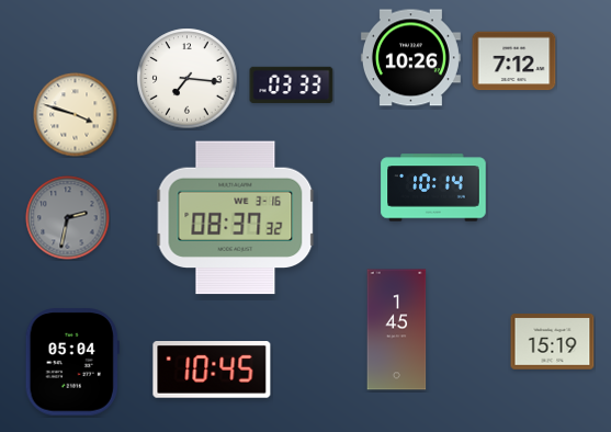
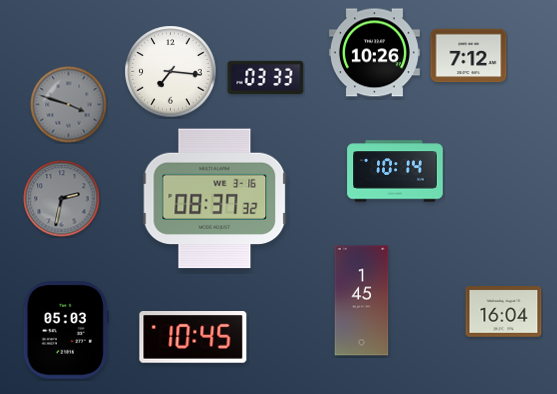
clock at (76, 115) dial: cream -> grey
clock at (553, 342): 15:19 -> 16:04
clock at (72, 362): 05:04 -> 05:03
